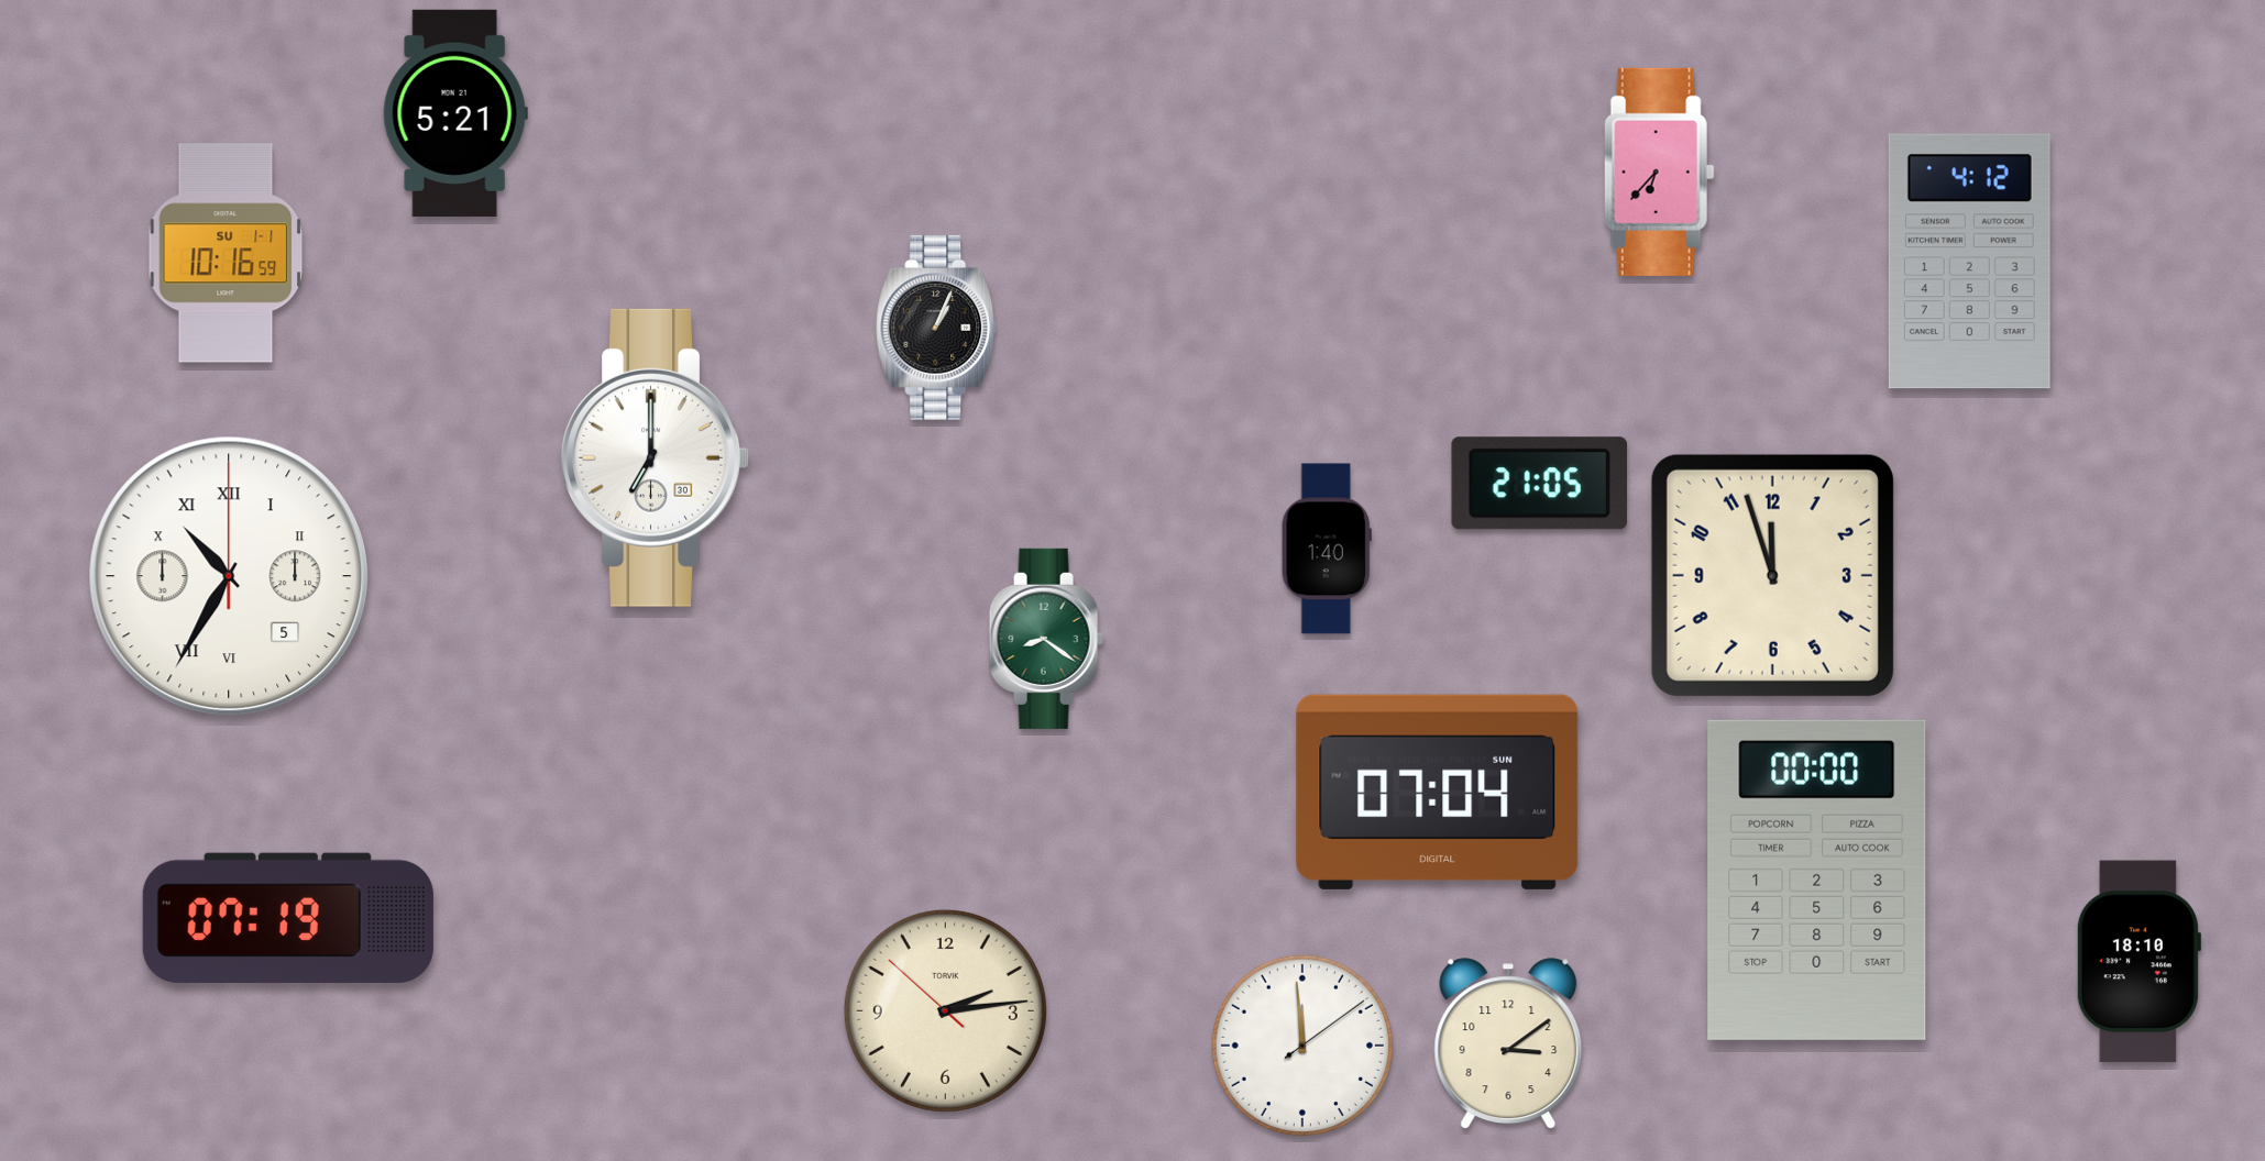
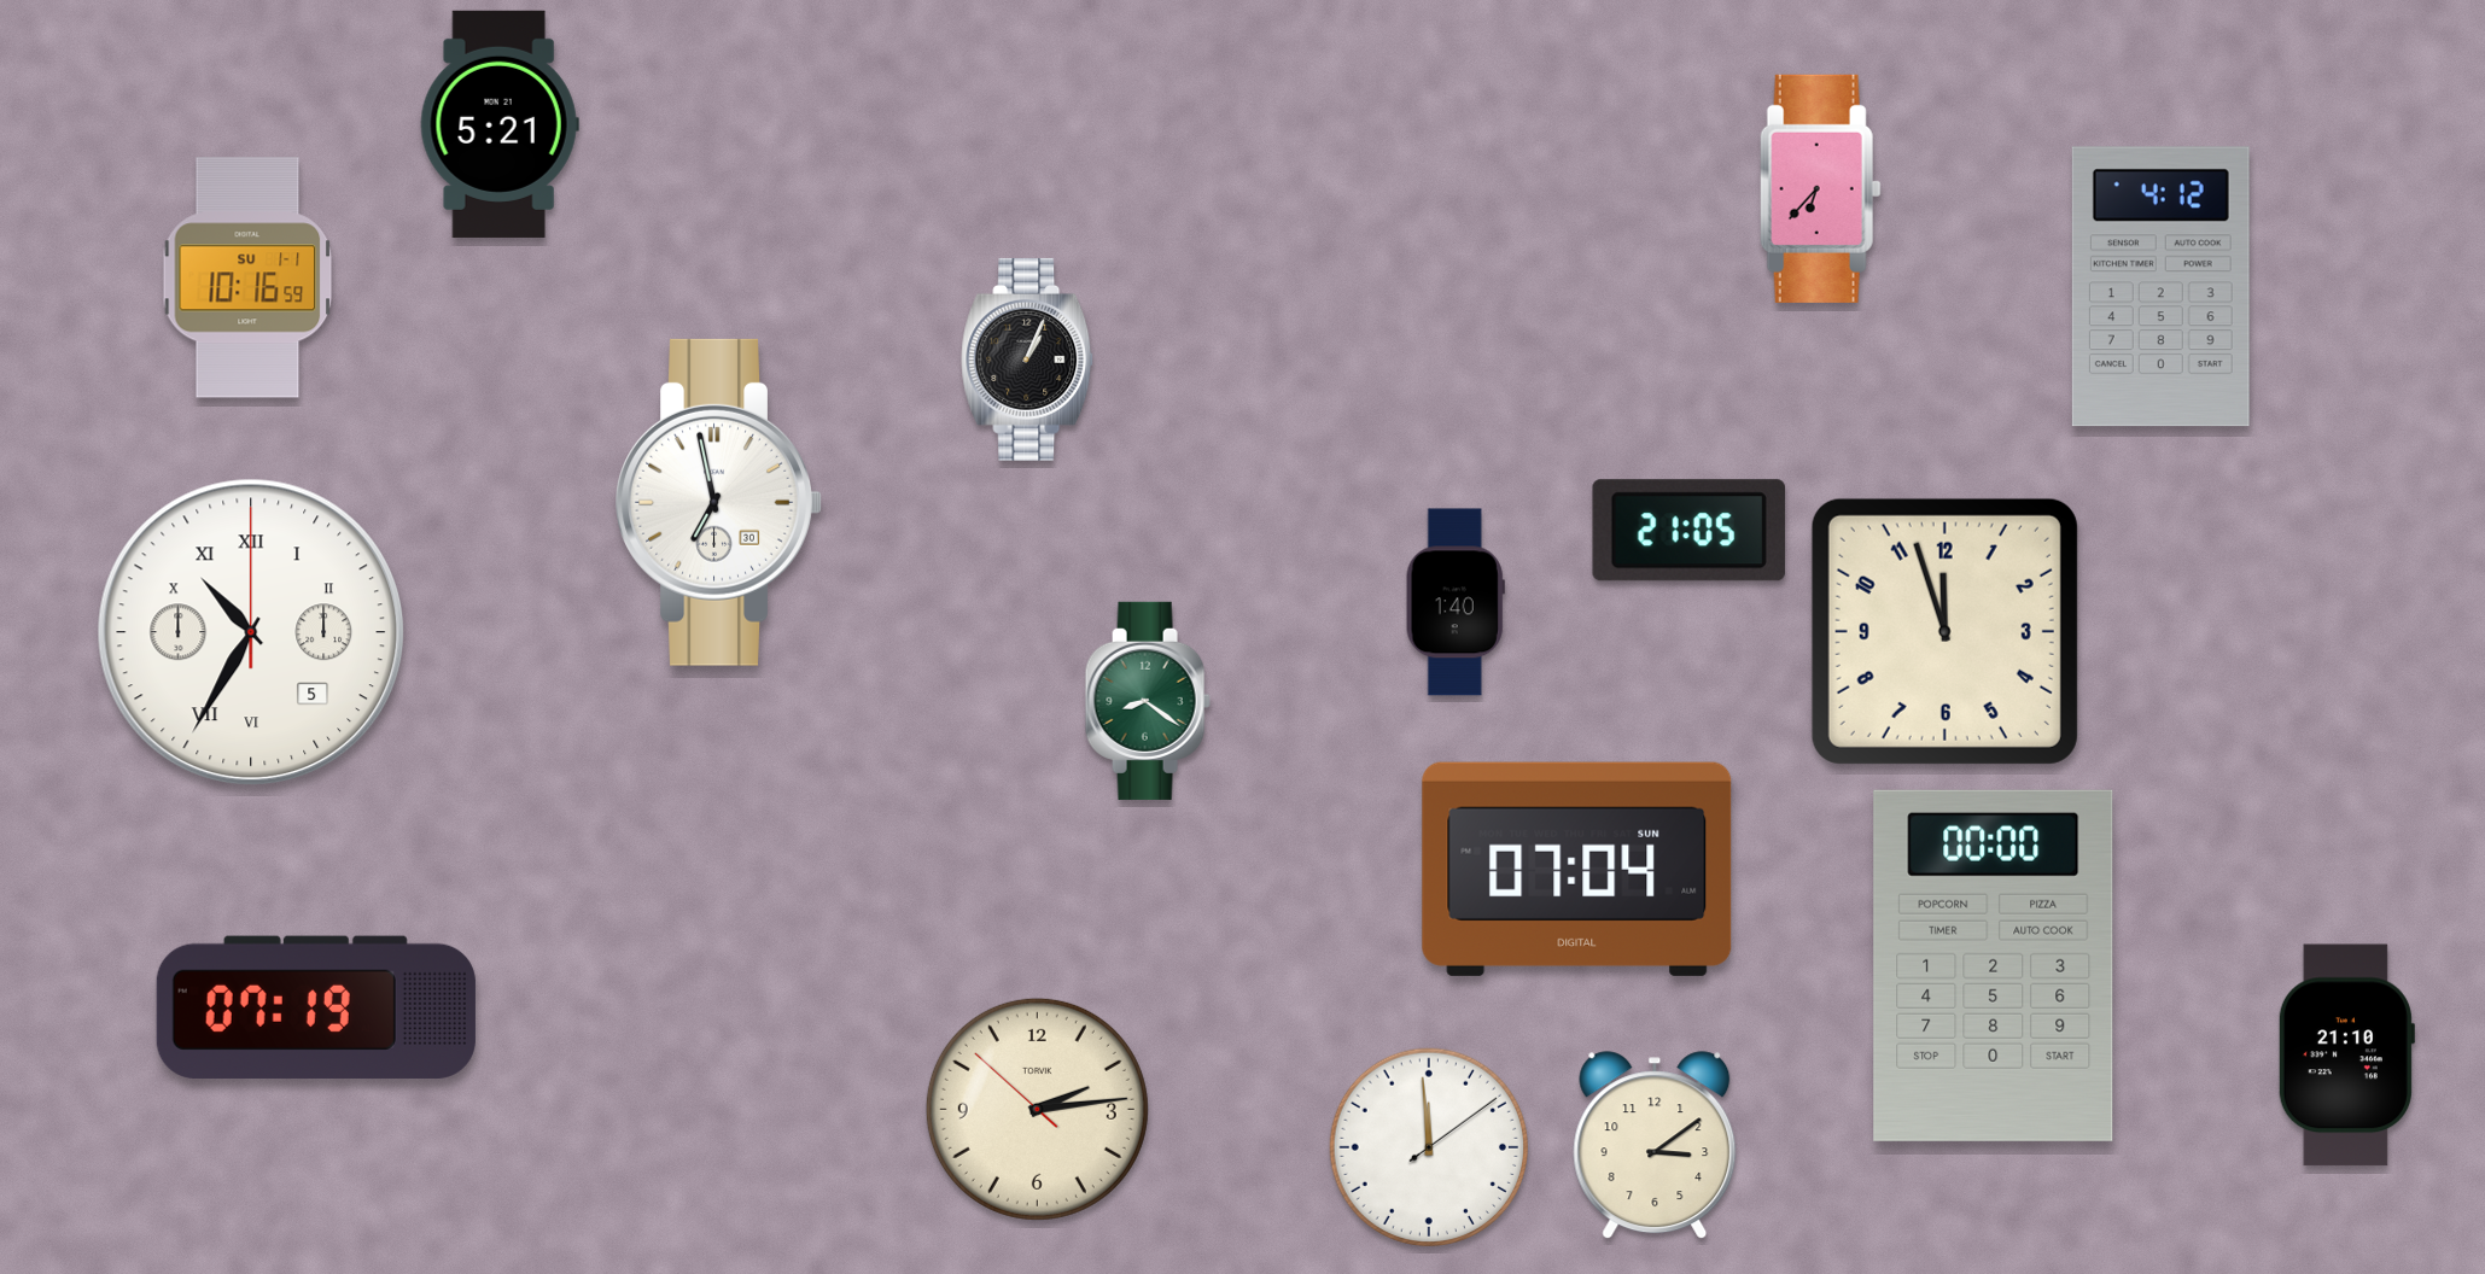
clock at (655, 457): 7:00 -> 6:58
clock at (2138, 962): 18:10 -> 21:10
